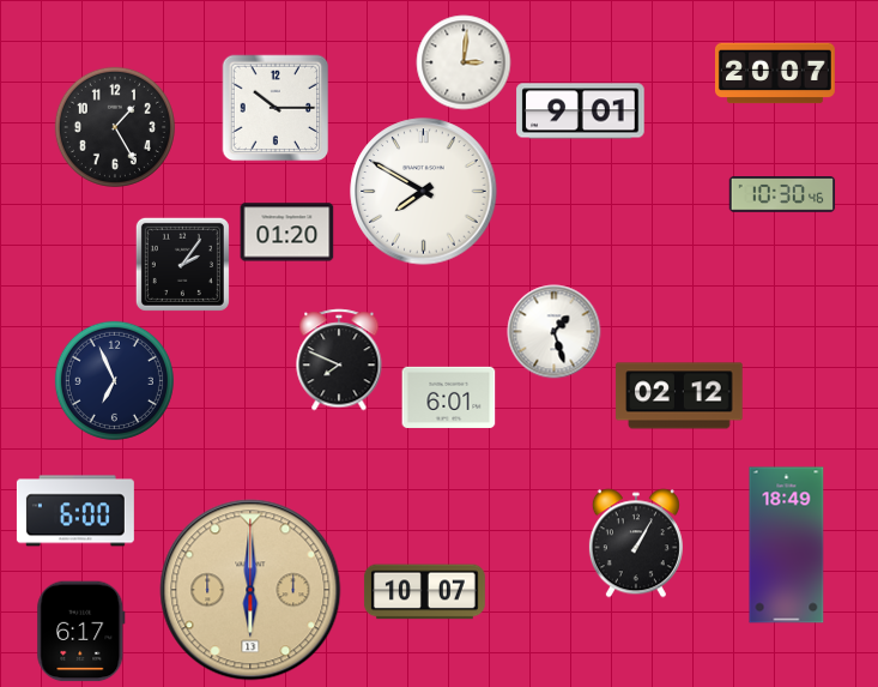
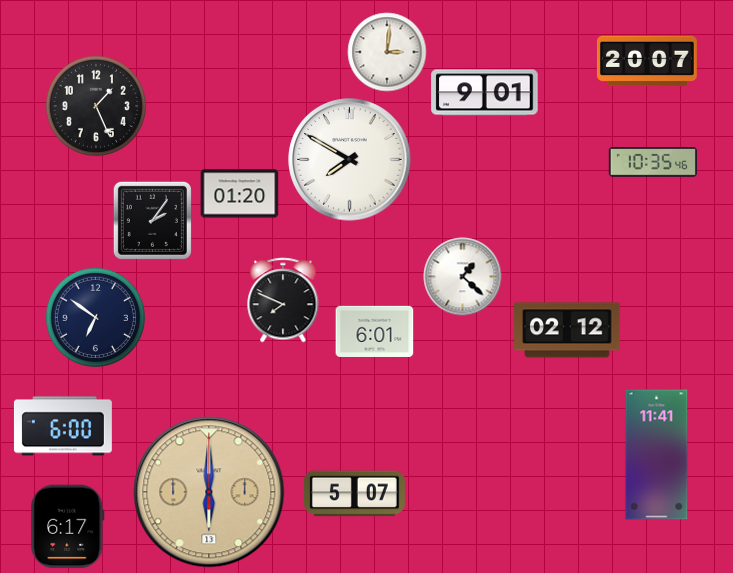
clock at (275, 108): 10:15 -> none
clock at (115, 127): 1:25 -> 1:26
clock at (424, 192) position: (424, 192) -> (350, 160)
clock at (782, 194): 10:30 -> 10:35
clock at (553, 331): 1:27 -> 1:22
clock at (114, 380): 6:56 -> 6:51
clock at (636, 543): 1:05 -> none
clock at (787, 546): 18:49 -> 11:41
clock at (424, 592): 10:07 -> 5:07
